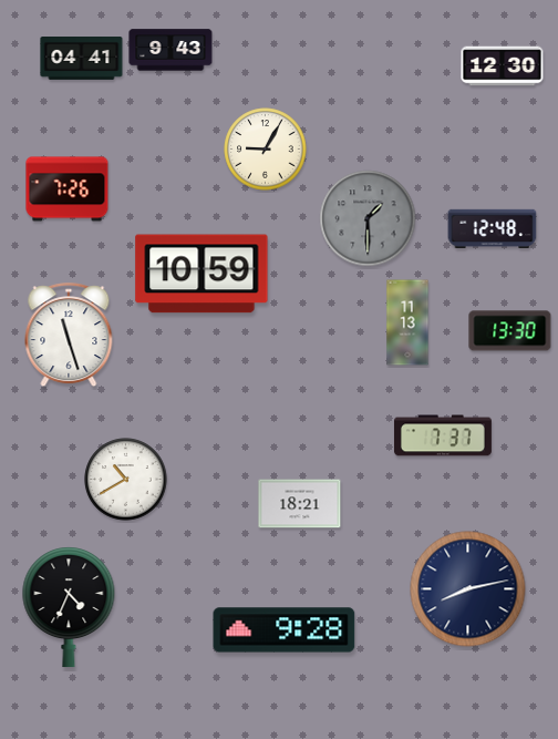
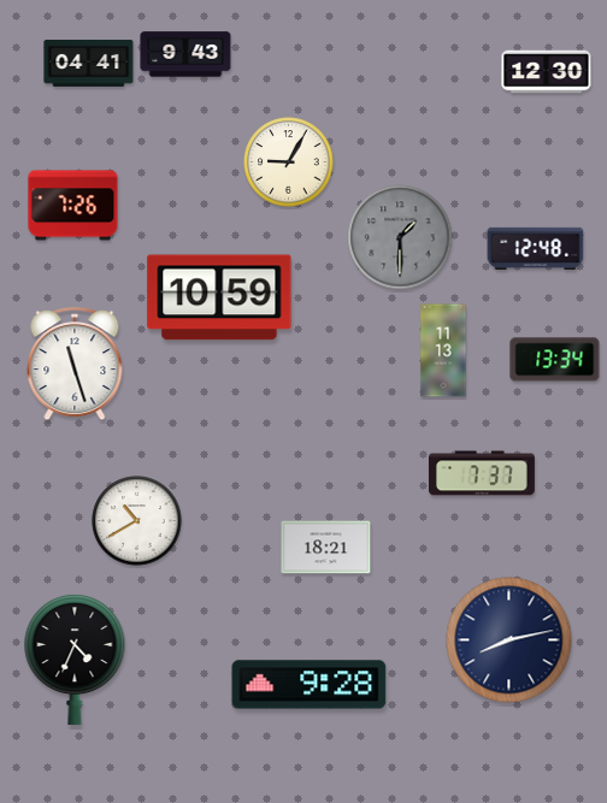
clock at (510, 331): 13:30 -> 13:34
